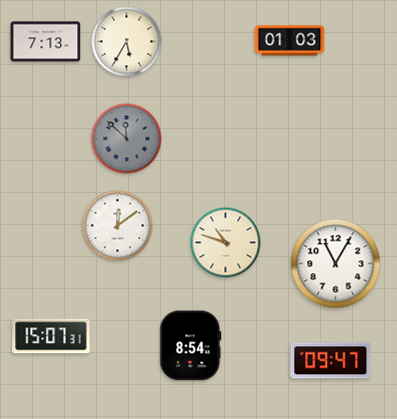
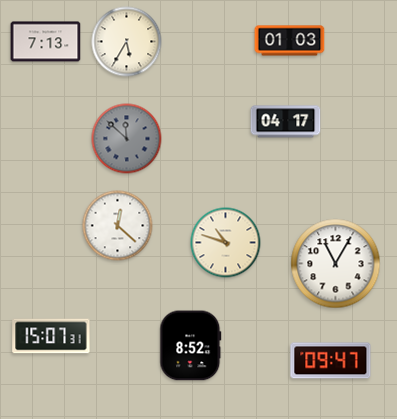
clock at (286, 122): none -> 04:17
clock at (118, 226): 12:09 -> 12:22
clock at (191, 346): 8:54 -> 8:52
